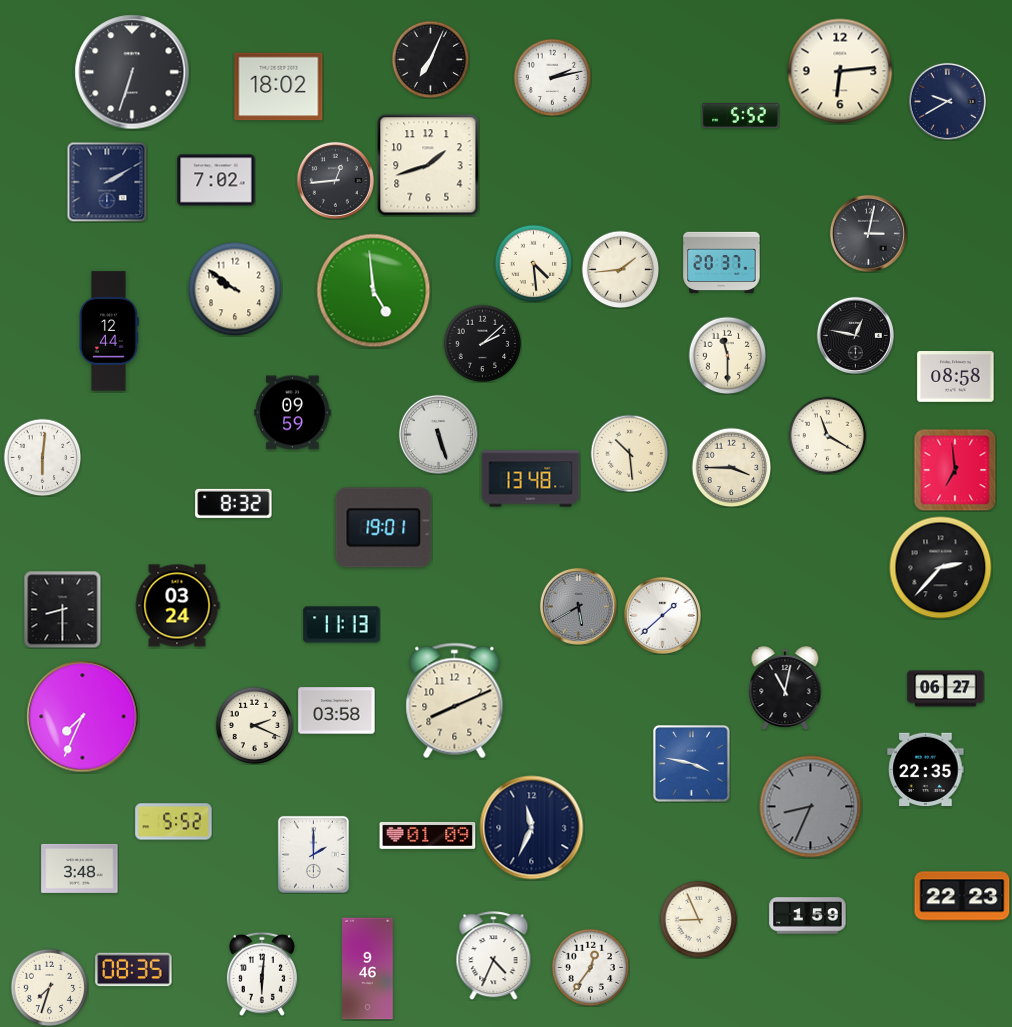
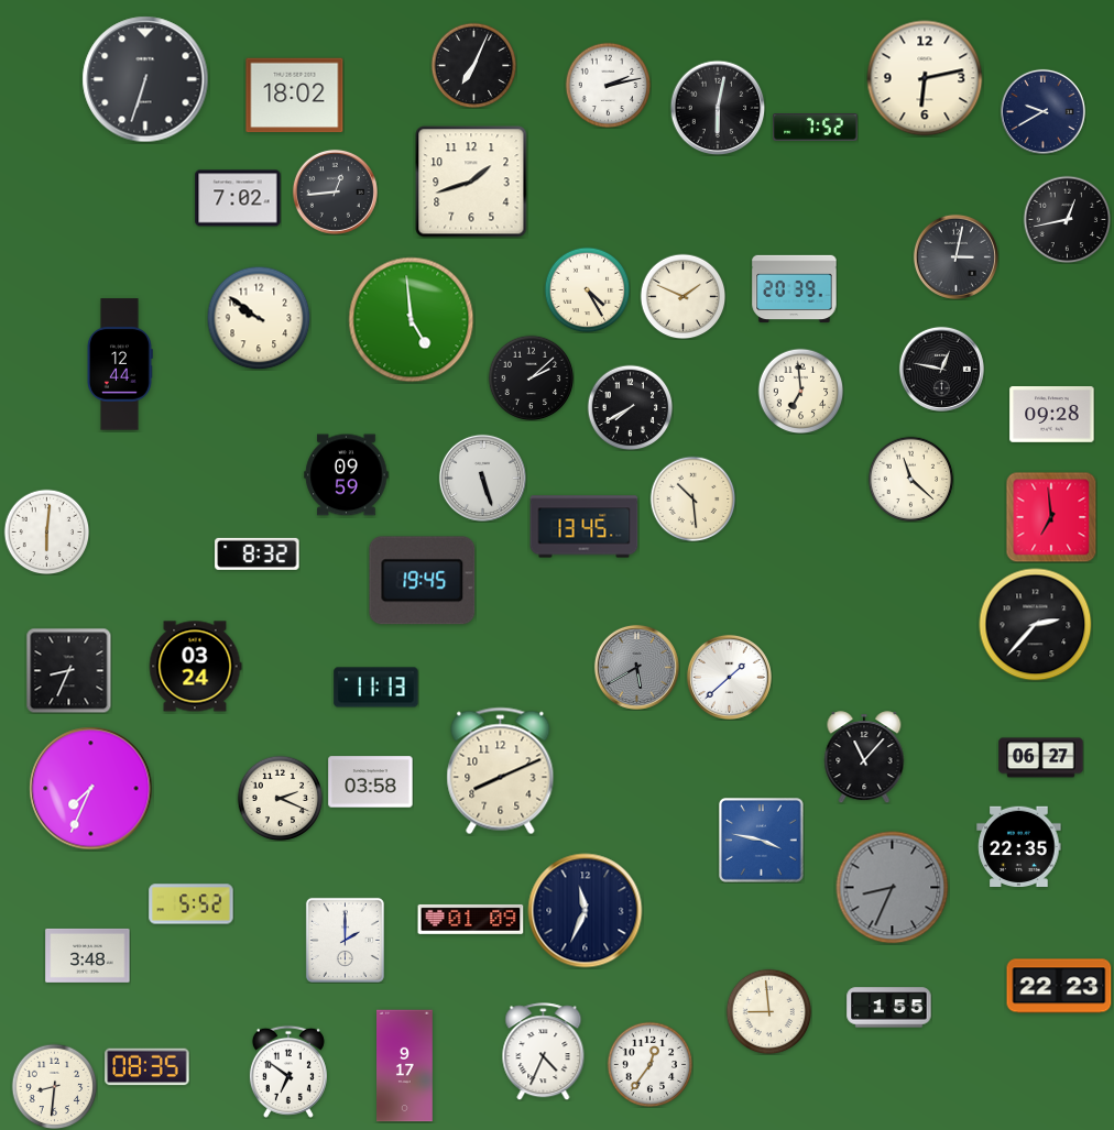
clock at (840, 71): 6:14 -> 6:13
clock at (279, 87) position: (279, 87) -> (295, 96)
clock at (718, 108): none -> 6:02
clock at (741, 116): 5:52 -> 7:52
clock at (335, 180) position: (335, 180) -> (335, 191)
clock at (107, 182): 2:10 -> none
clock at (1067, 219): none -> 12:43
clock at (533, 263): 4:29 -> 4:25
clock at (722, 263): 20:37 -> 20:39
clock at (620, 269): 1:44 -> 1:49
clock at (727, 355): 11:30 -> 6:59
clock at (630, 407): none -> 7:40
clock at (956, 377): 08:58 -> 09:28
clock at (293, 413) position: (293, 413) -> (347, 475)
clock at (827, 435): 11:20 -> 11:22
clock at (42, 457) position: (42, 457) -> (46, 531)
clock at (731, 467): 3:45 -> none
clock at (531, 479): 13:48 -> 13:45
clock at (384, 528): 19:01 -> 19:45
clock at (62, 609): 8:30 -> 8:34
clock at (785, 688): 11:02 -> 11:07
clock at (808, 916): 1:59 -> 1:55
clock at (698, 919): 8:56 -> 8:59
clock at (368, 969): 9:46 -> 9:17
clock at (262, 974): 6:01 -> 6:51
clock at (49, 987): 7:33 -> 8:31
